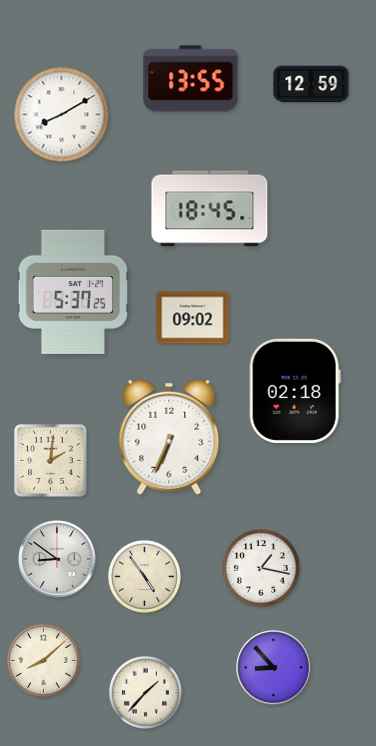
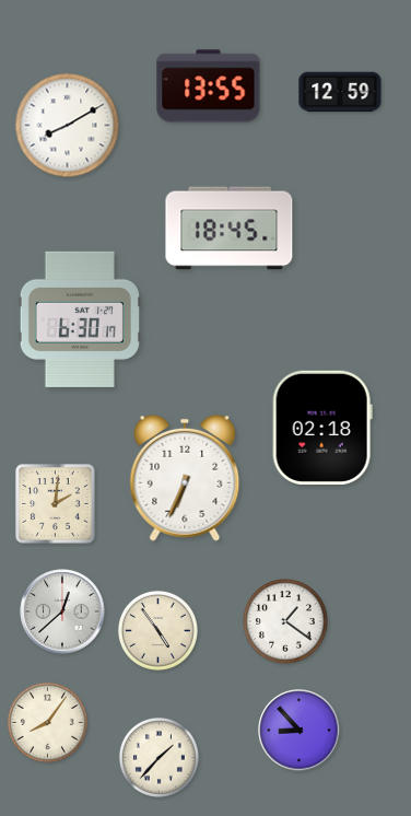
clock at (73, 292): 5:37 -> 6:30
clock at (193, 318): 09:02 -> none
clock at (57, 559): 8:51 -> 12:38
clock at (261, 568): 1:17 -> 1:21
clock at (43, 660): 8:08 -> 8:06
